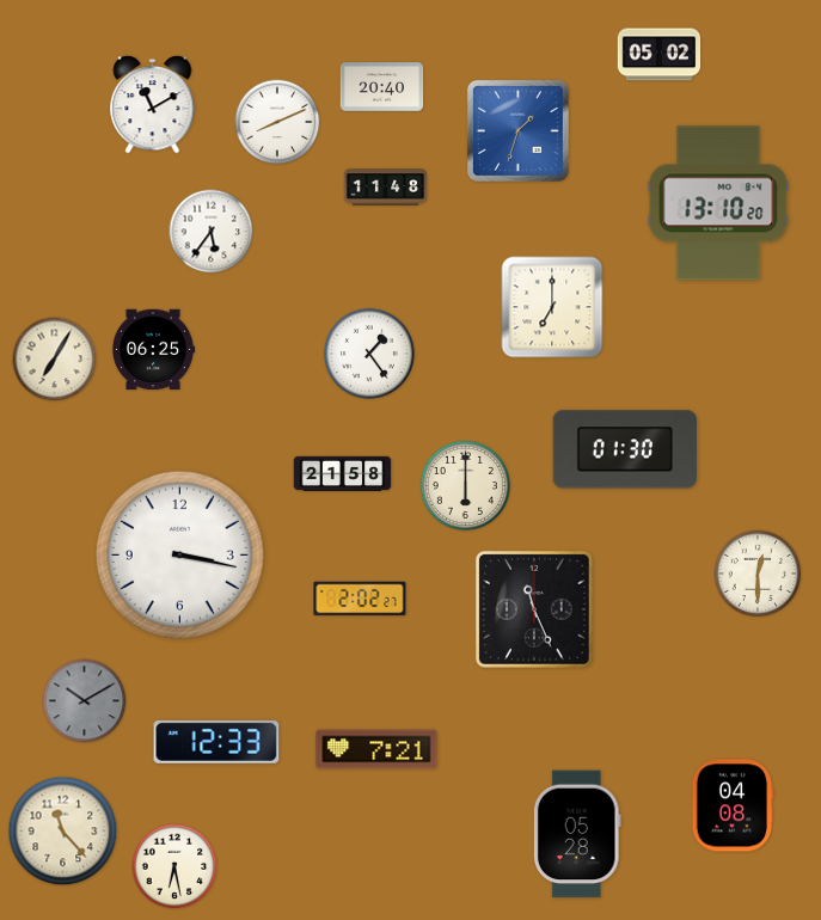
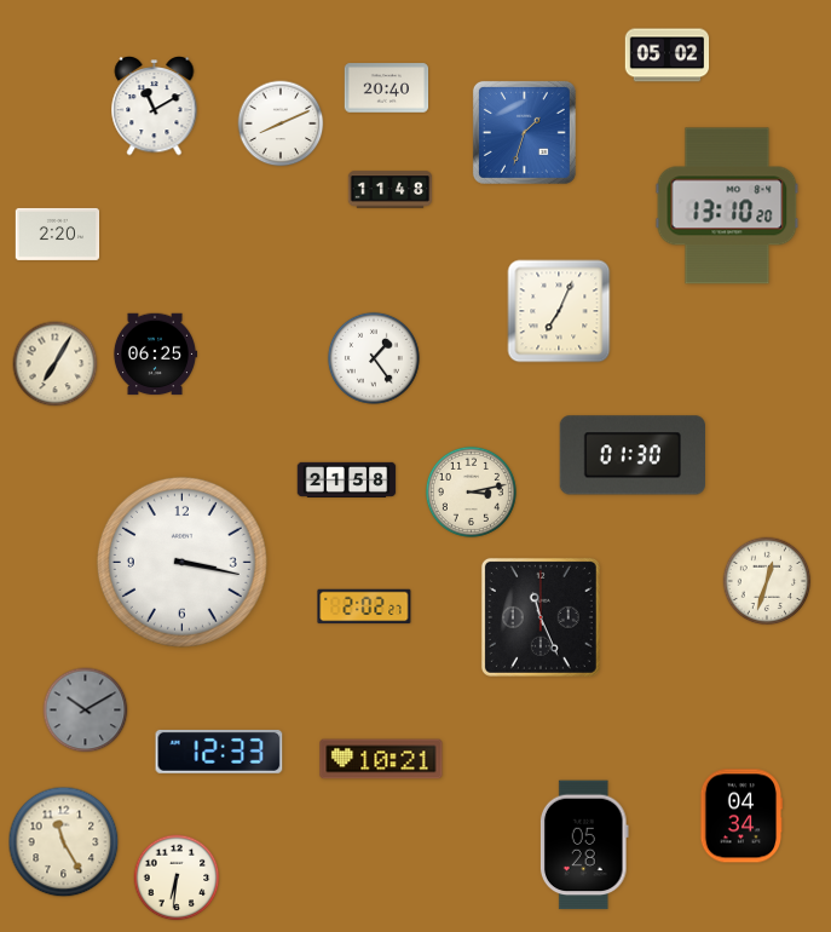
clock at (58, 234): none -> 2:20
clock at (212, 232): 5:36 -> none
clock at (552, 307): 7:00 -> 7:04
clock at (465, 485): 6:00 -> 3:13
clock at (758, 574): 12:30 -> 12:33
clock at (376, 749): 7:21 -> 10:21
clock at (733, 805): 04:08 -> 04:34
clock at (63, 832): 11:23 -> 11:25
clock at (174, 866): 6:28 -> 6:31
